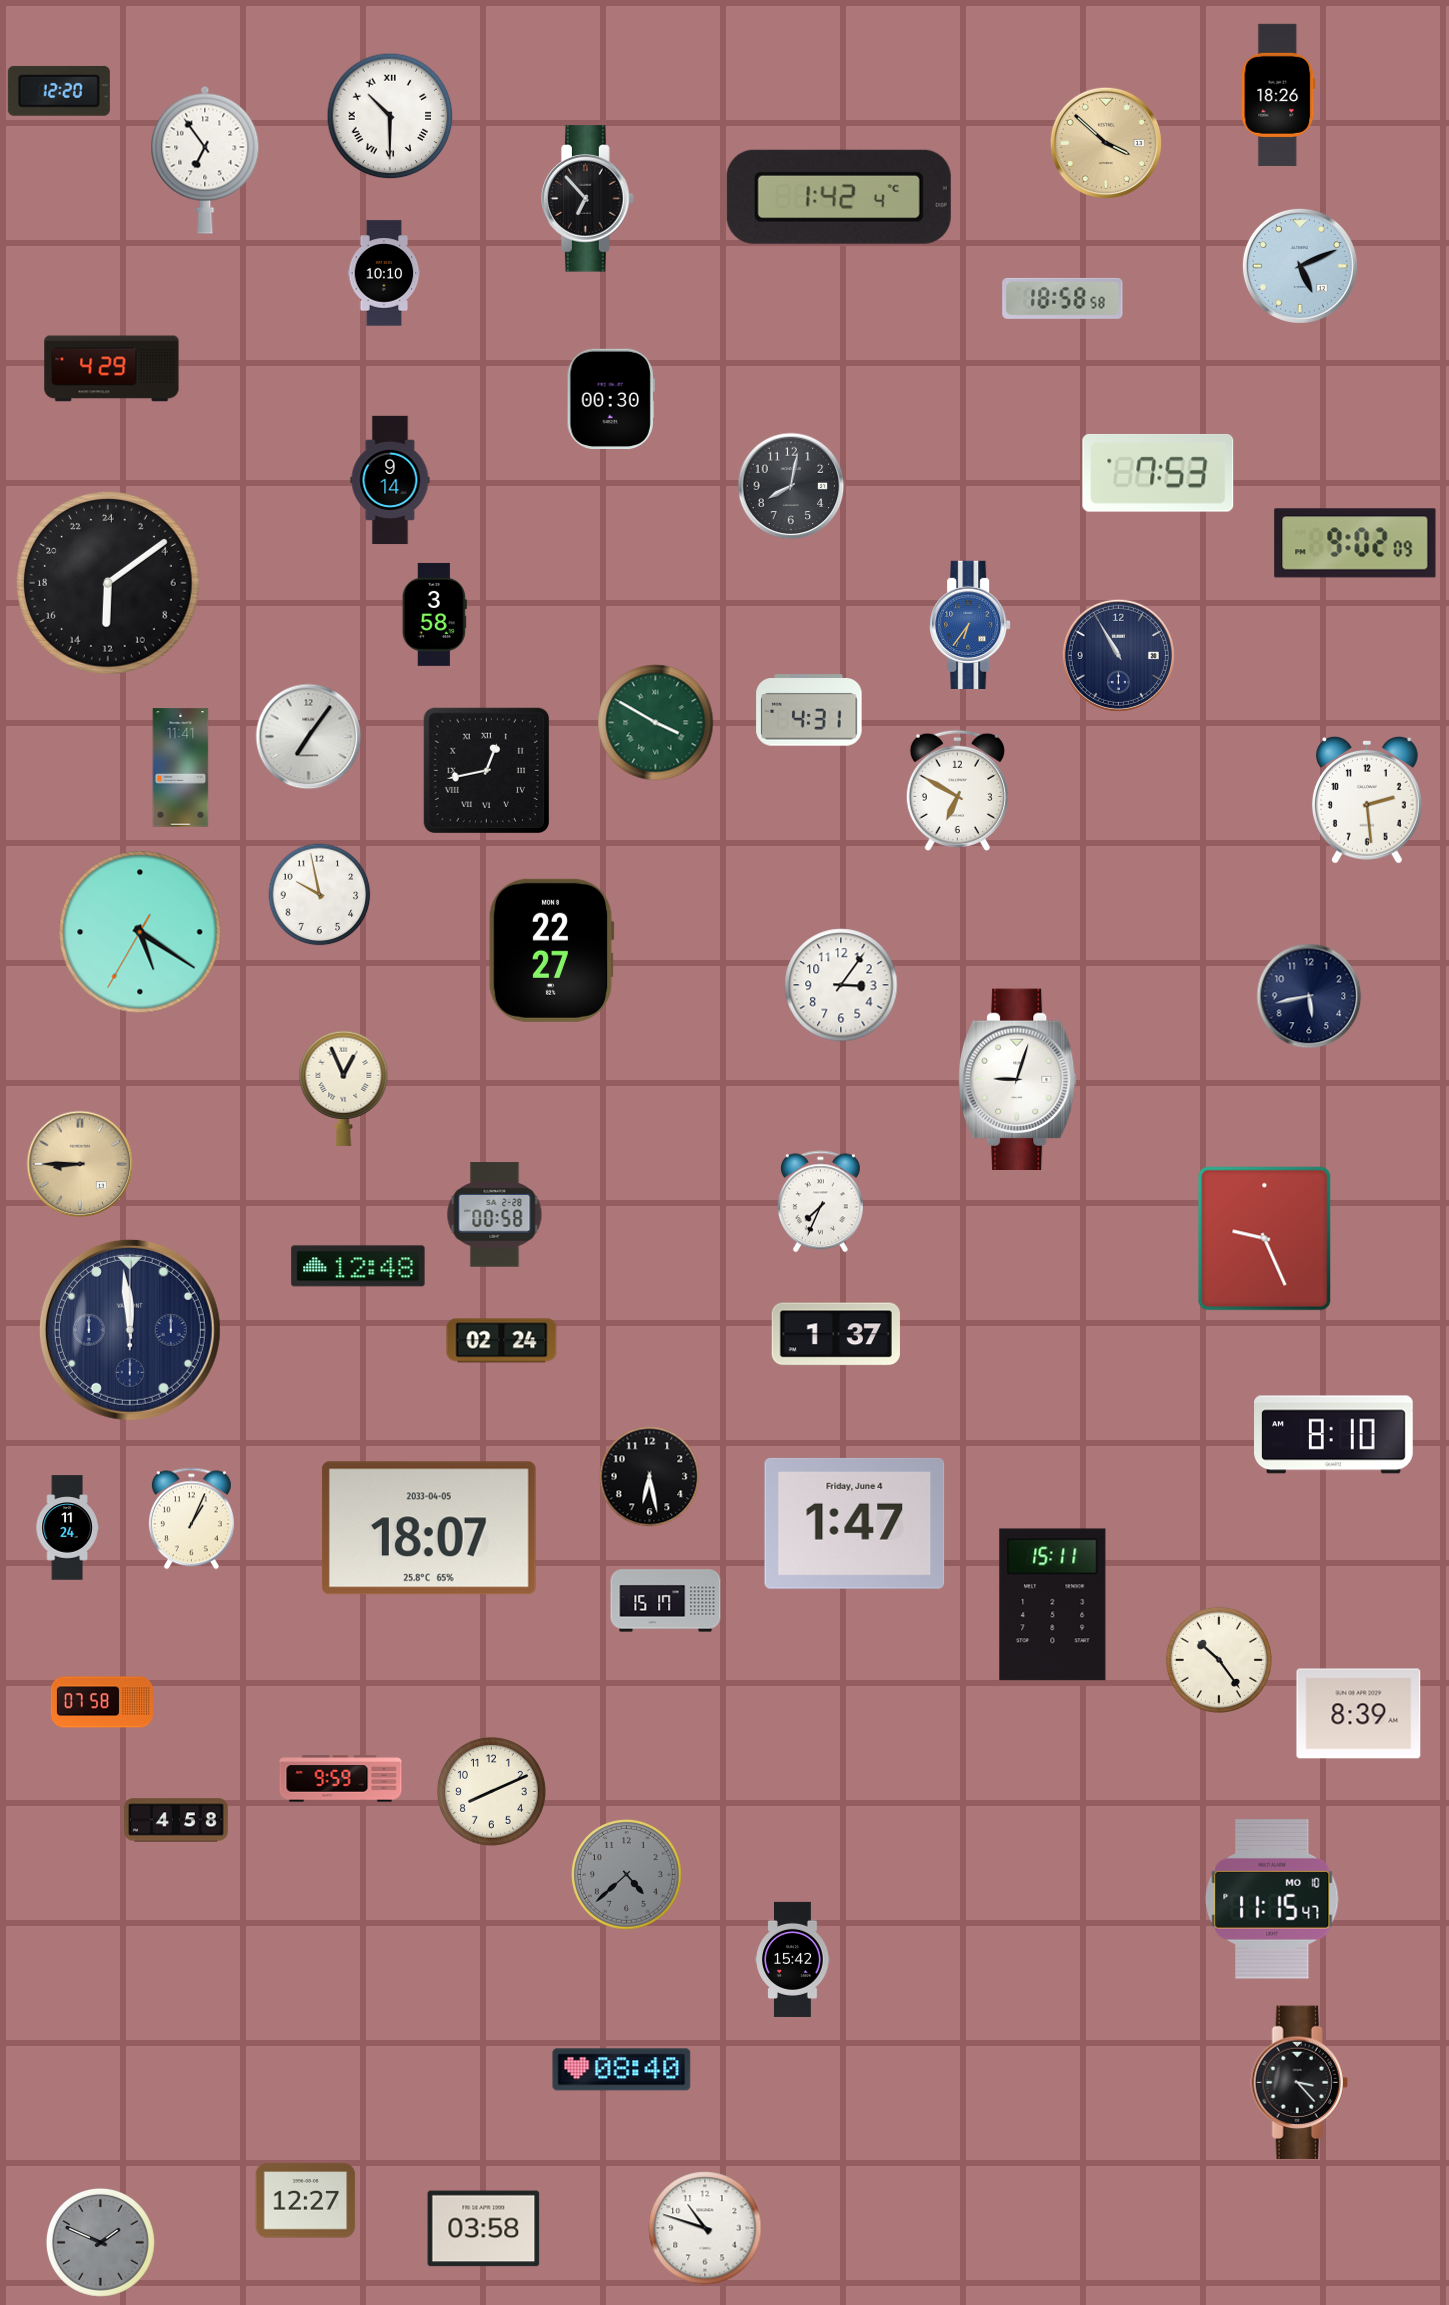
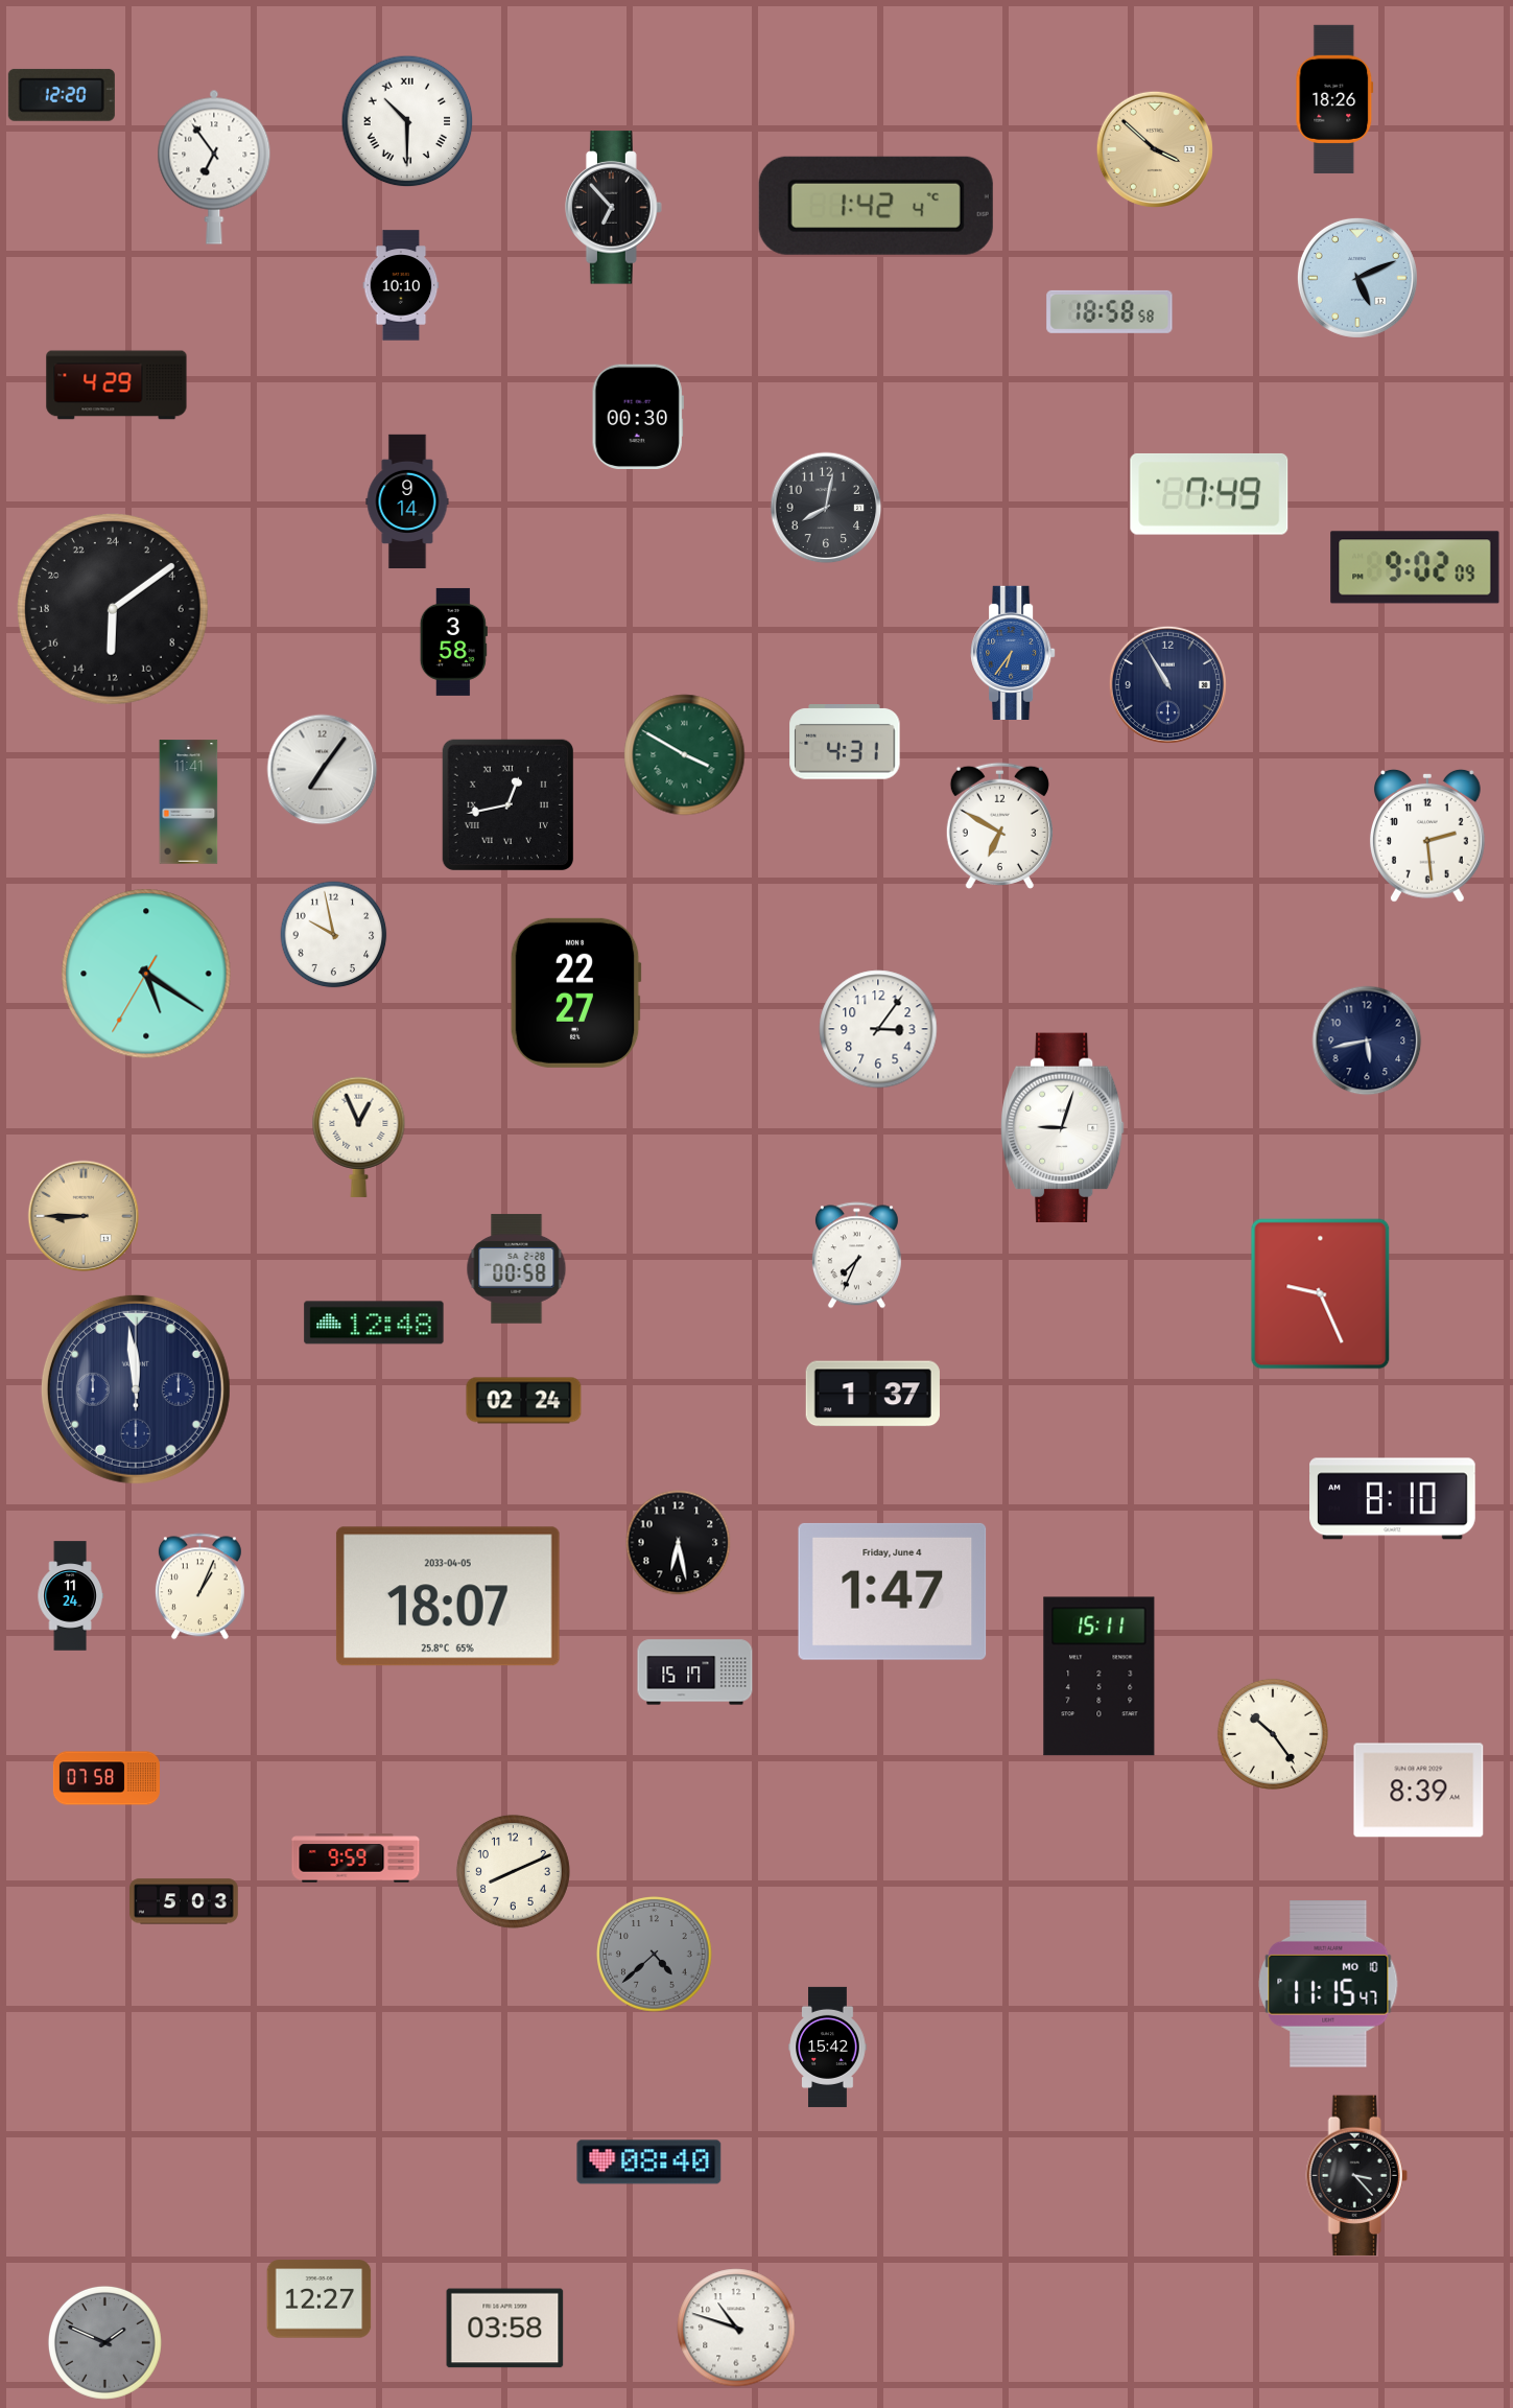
clock at (1158, 473): 7:53 -> 7:49
clock at (177, 1820): 4:58 -> 5:03
clock at (627, 1875) position: (627, 1875) -> (655, 1955)
